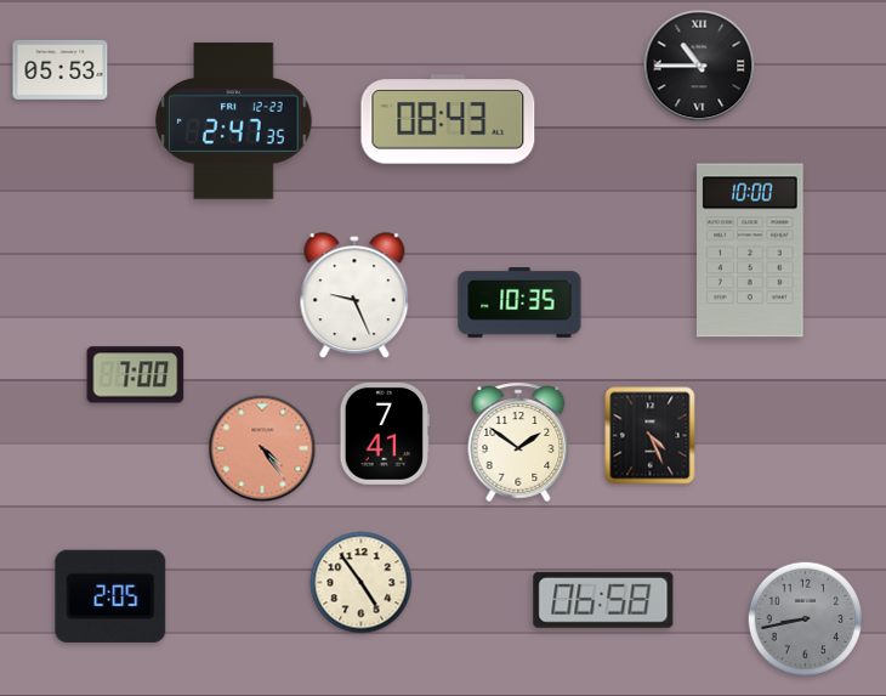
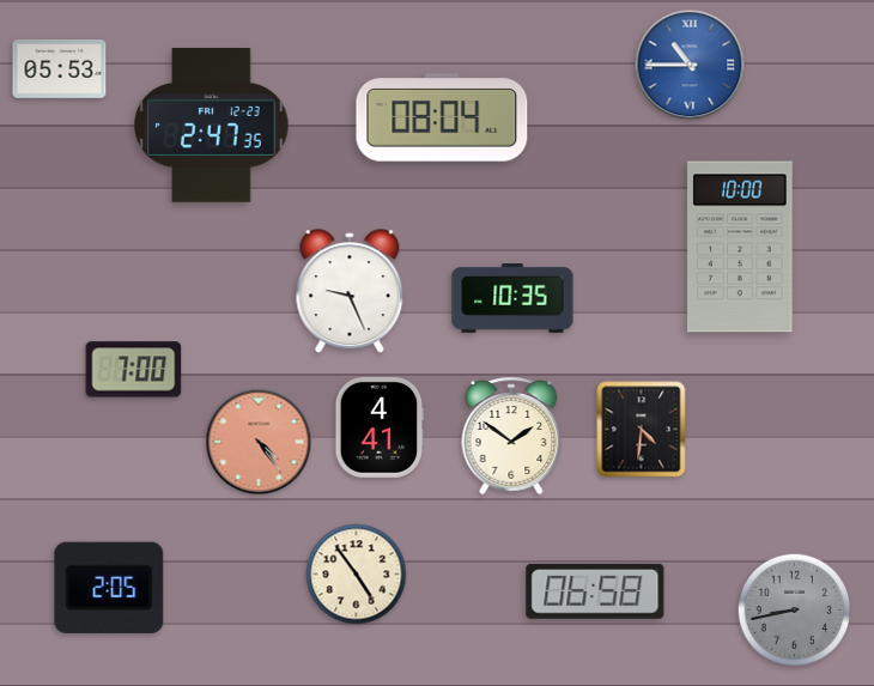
clock at (699, 66) dial: black -> blue
clock at (448, 119): 08:43 -> 08:04
clock at (234, 121) position: (234, 121) -> (212, 126)
clock at (385, 434): 7:41 -> 4:41
clock at (651, 436): 4:26 -> 4:31
